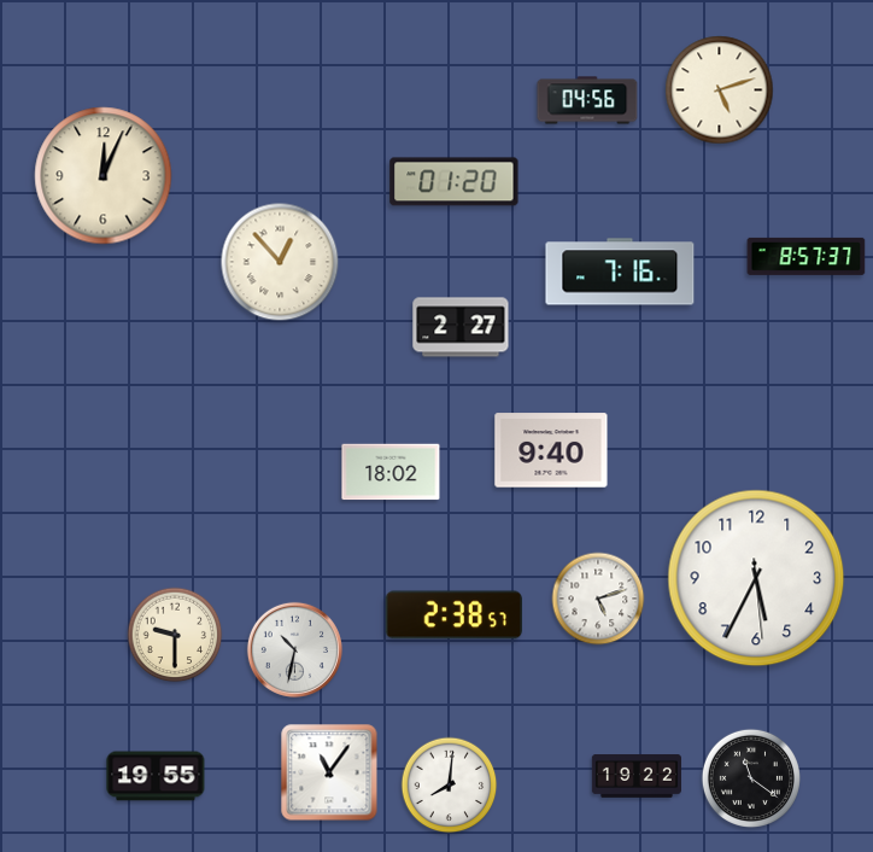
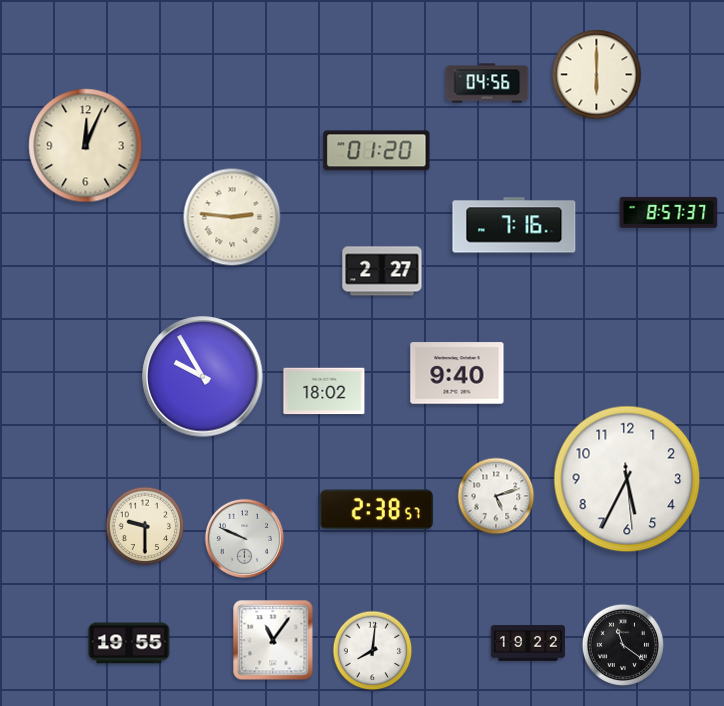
clock at (720, 91): 5:12 -> 6:00
clock at (280, 262): 12:53 -> 2:46
clock at (203, 377): none -> 9:55
clock at (294, 649): 10:32 -> 9:49
